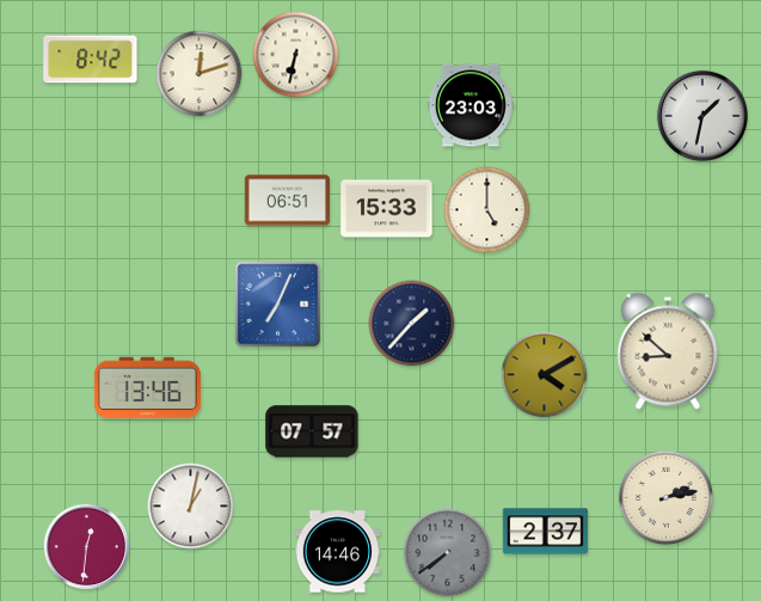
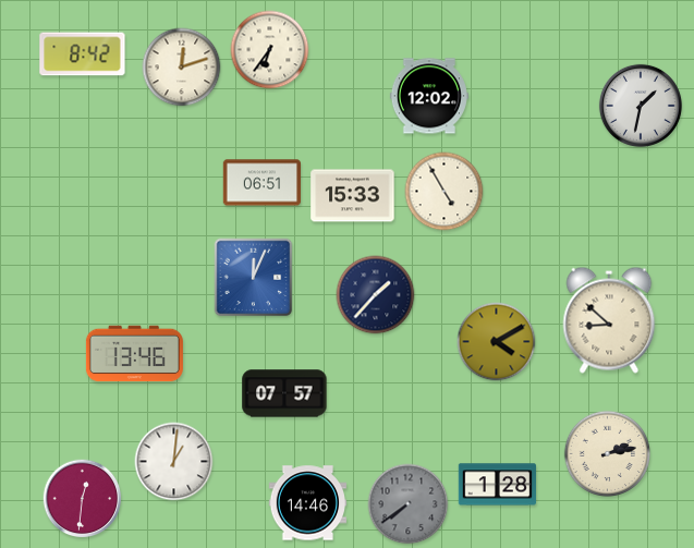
clock at (296, 55): 6:32 -> 6:36
clock at (471, 105): 23:03 -> 12:02
clock at (387, 209) position: (387, 209) -> (353, 196)
clock at (487, 210): 5:00 -> 4:55
clock at (278, 305): 7:04 -> 12:04
clock at (191, 507): 1:02 -> 1:01
clock at (546, 532): 2:37 -> 1:28
clock at (87, 547) position: (87, 547) -> (83, 499)
